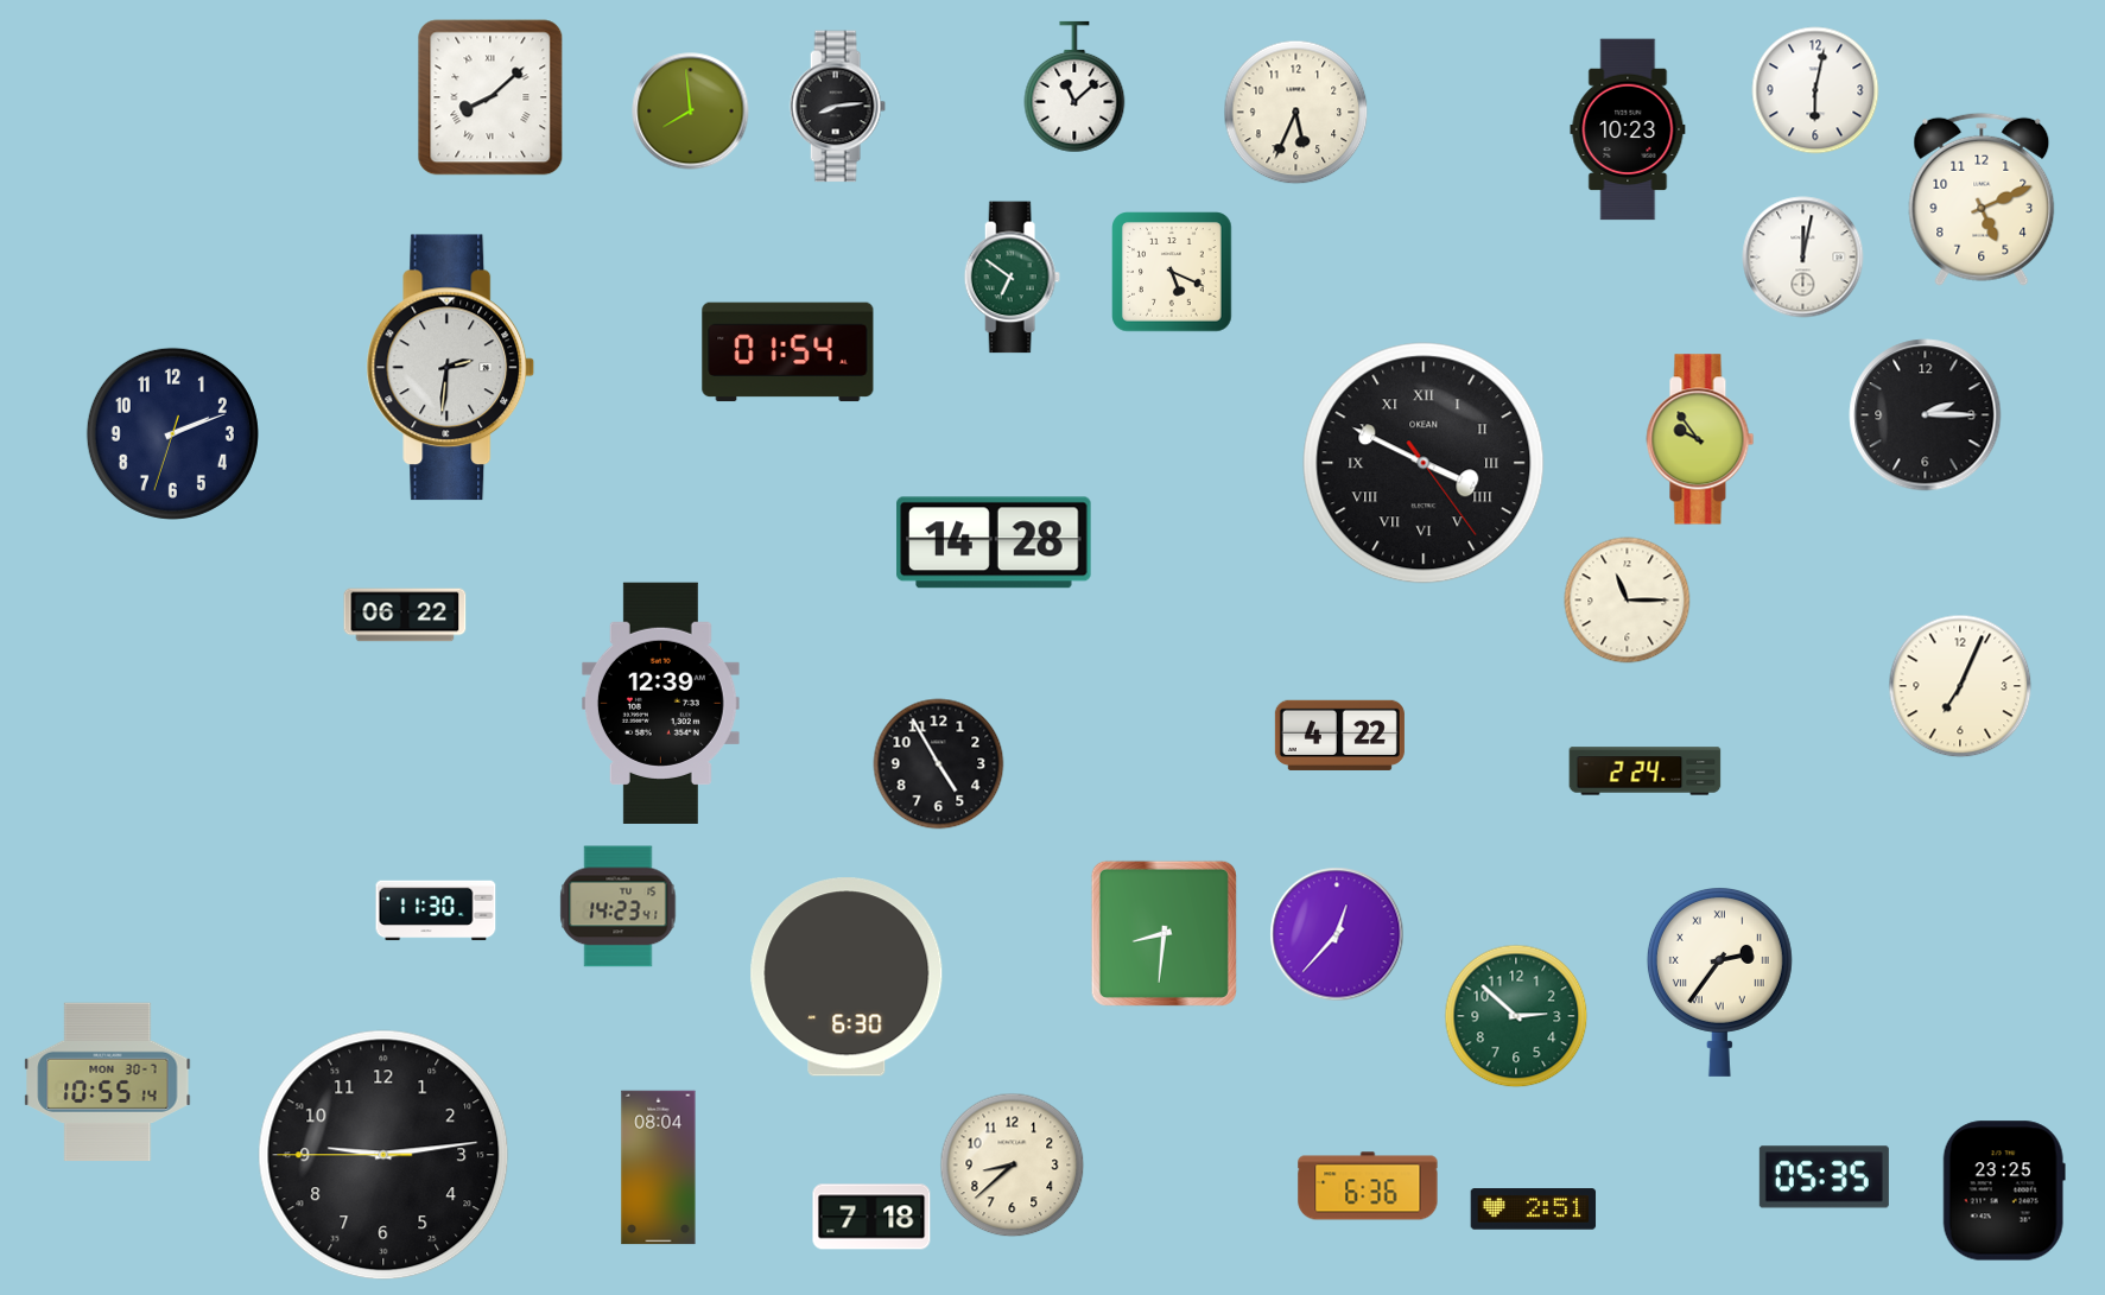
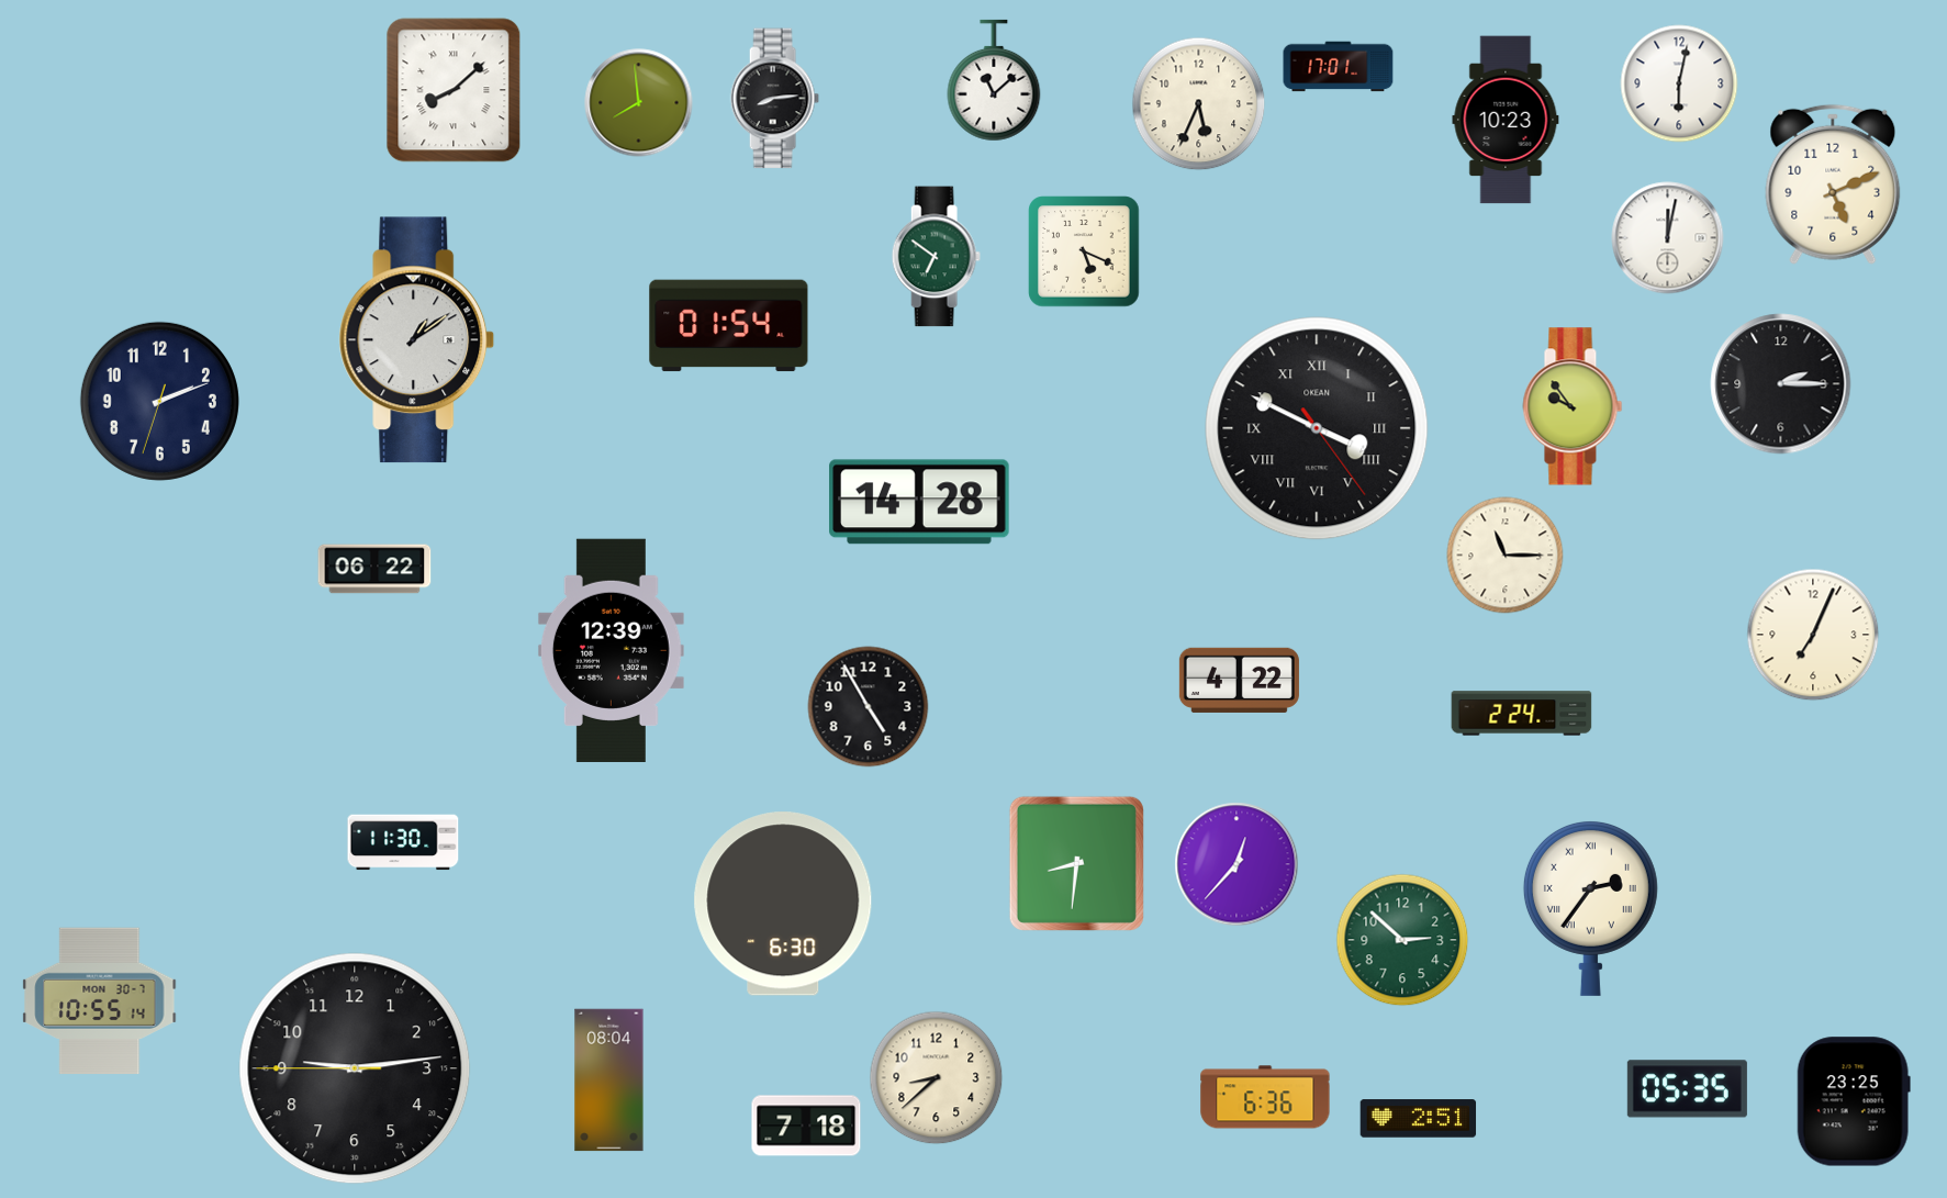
clock at (1339, 67): none -> 17:01
clock at (451, 368): 2:31 -> 1:09
clock at (619, 907): 14:23 -> none
